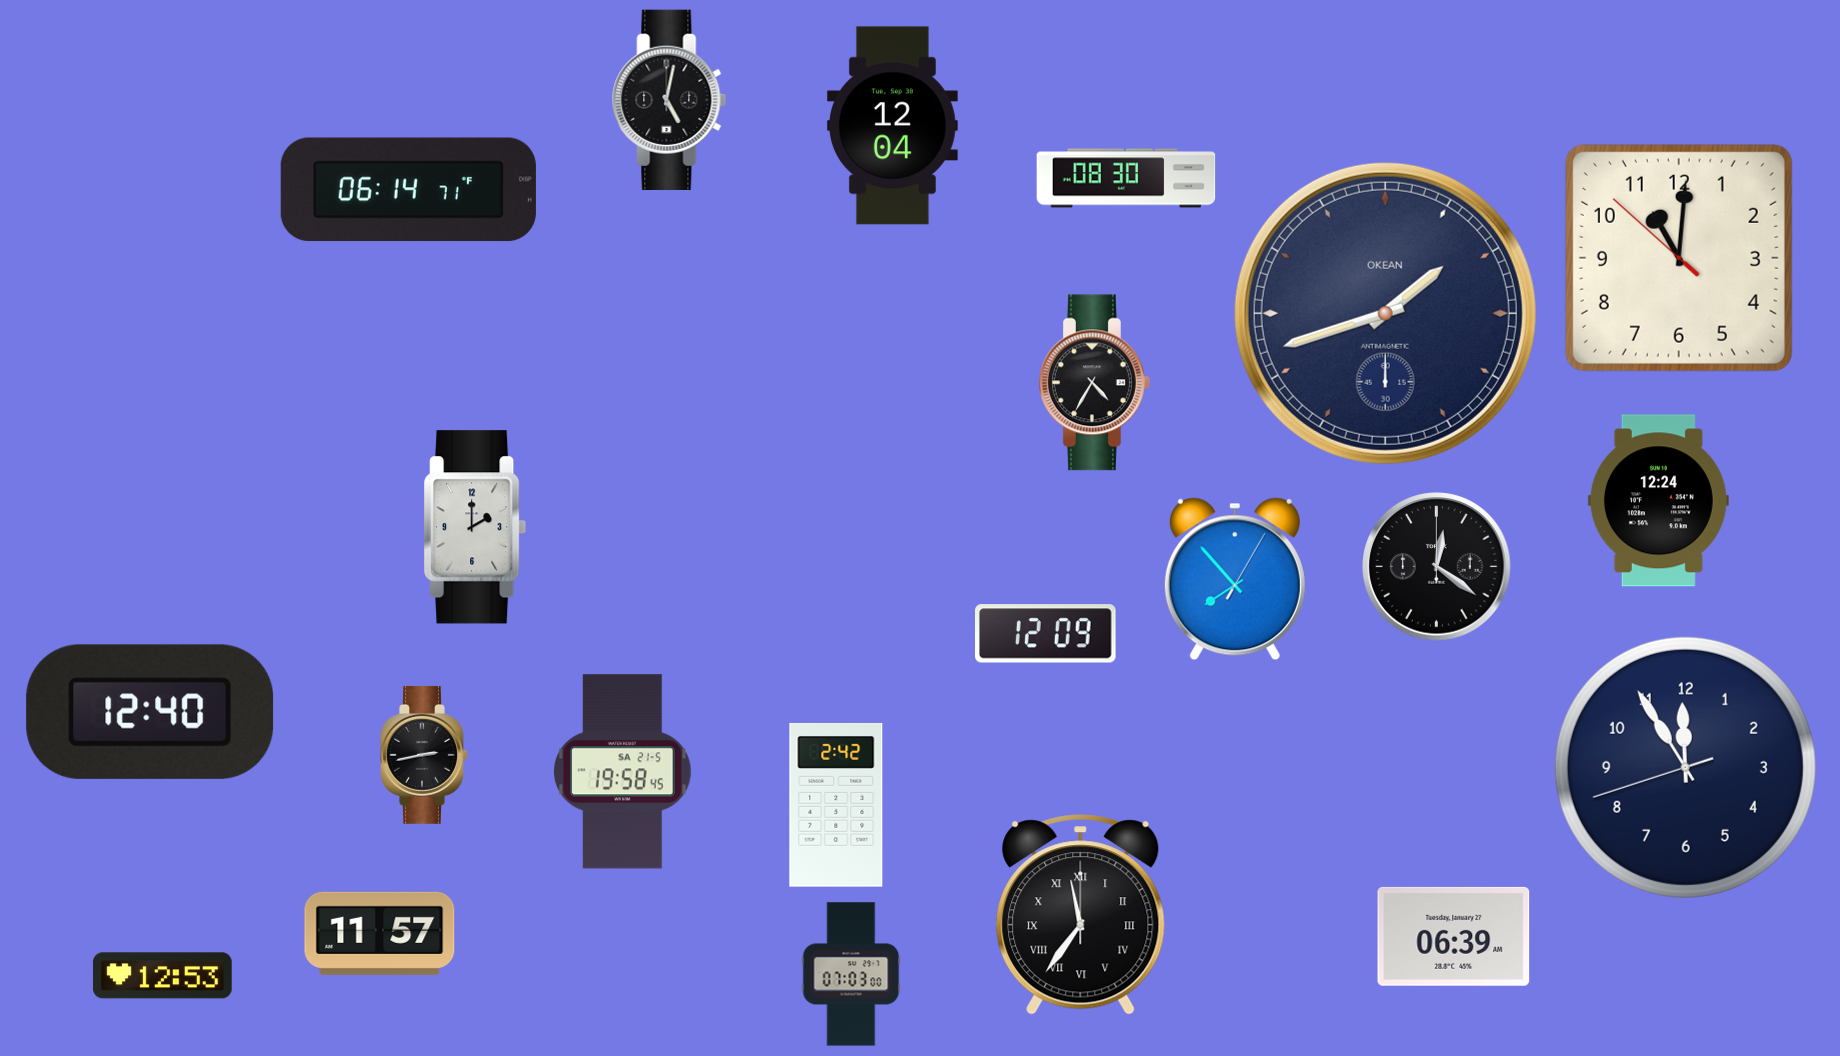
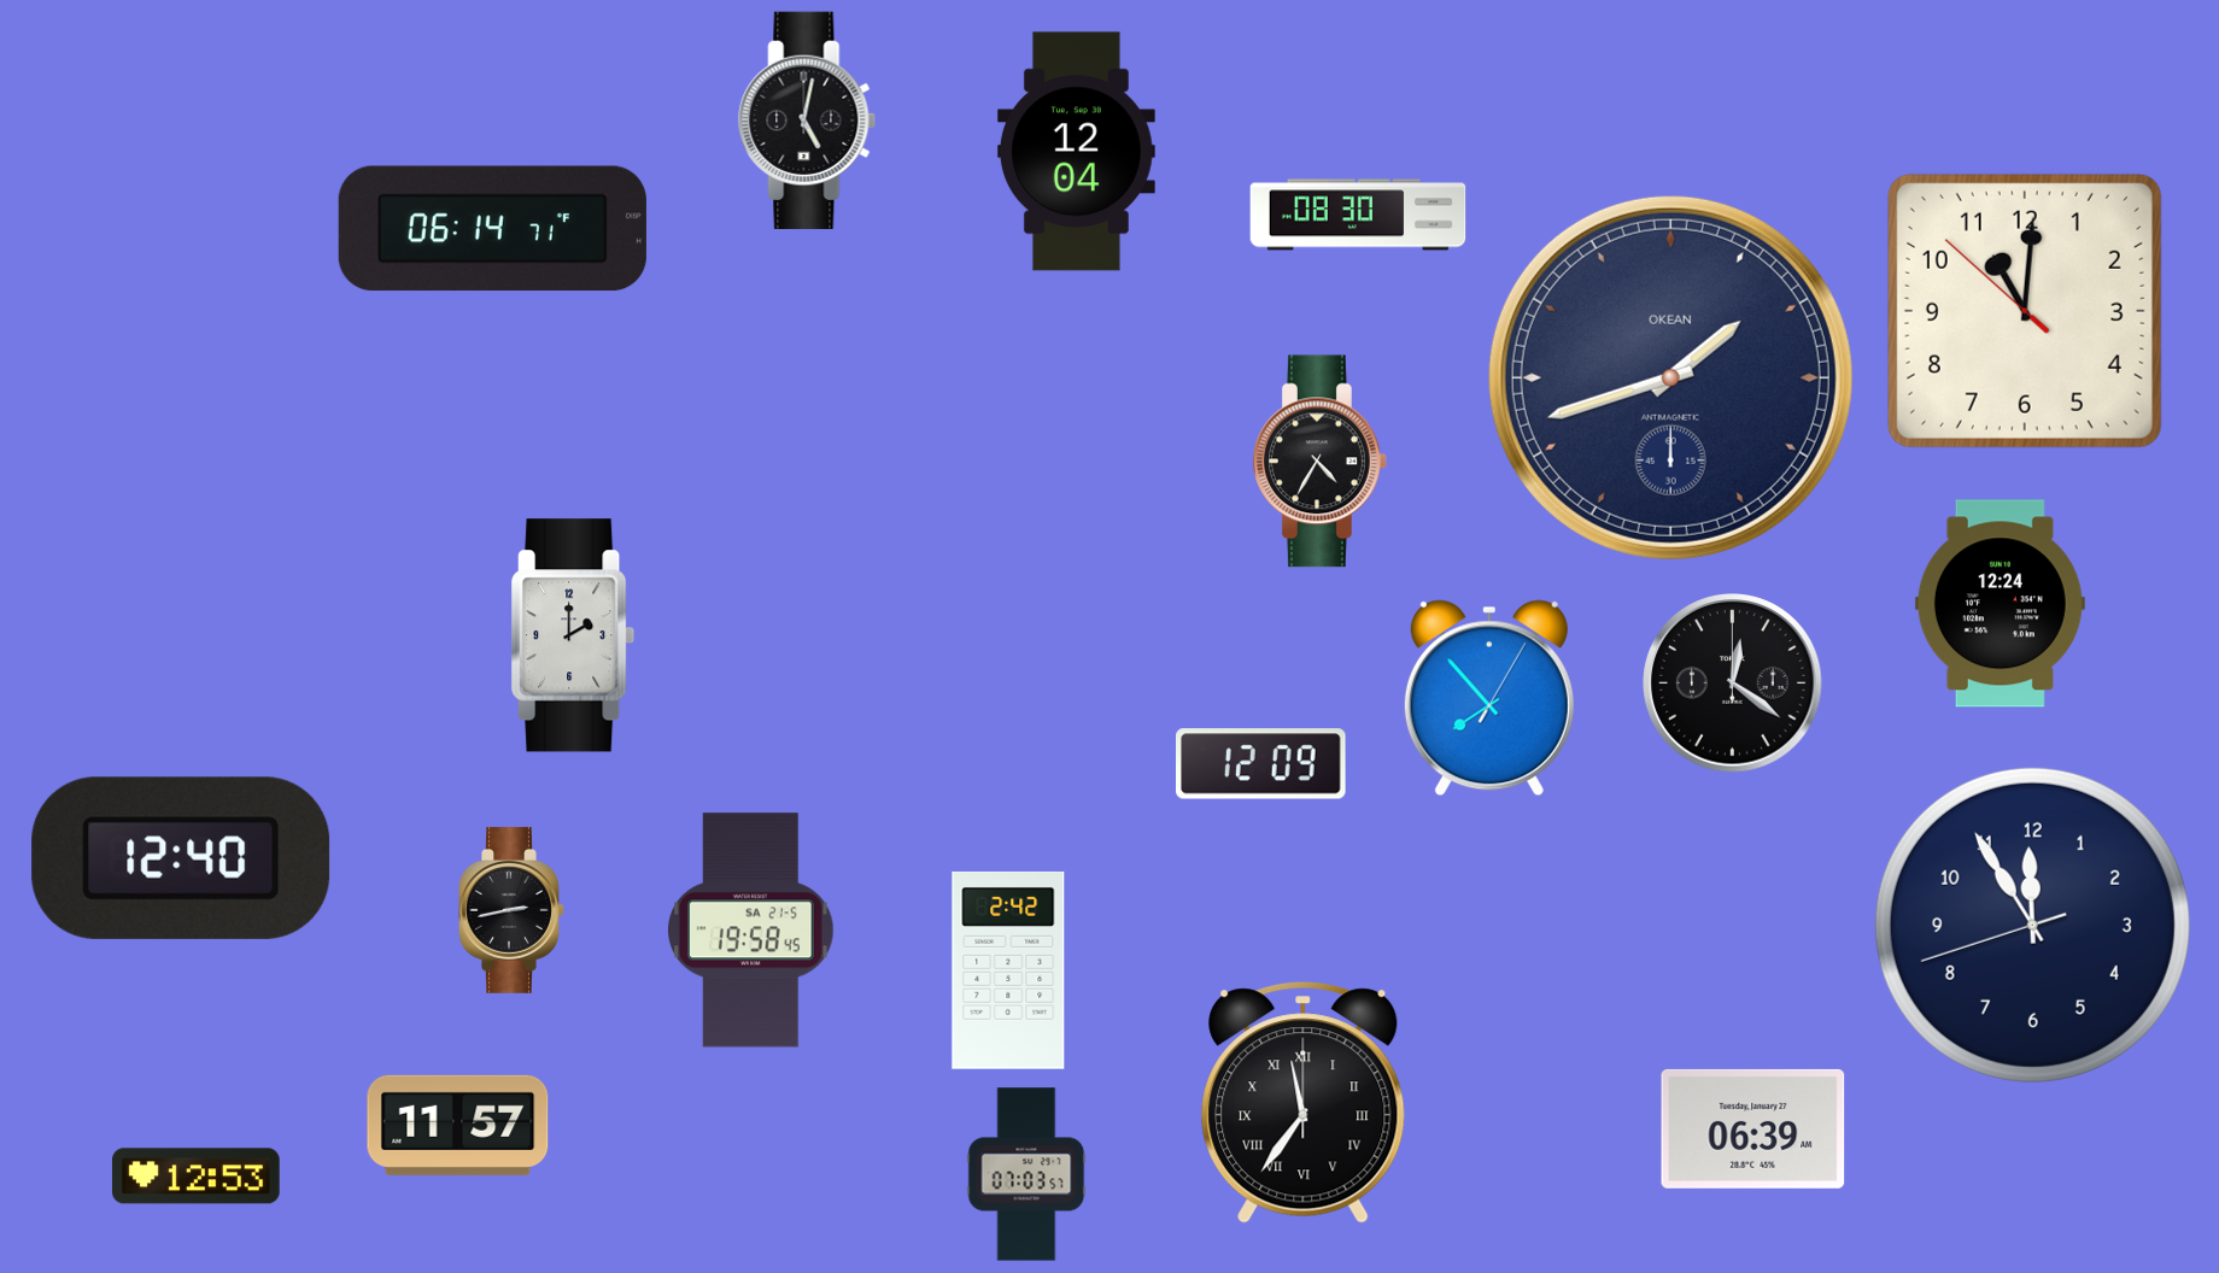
clock at (851, 974): 07:03:00 -> 07:03:57
